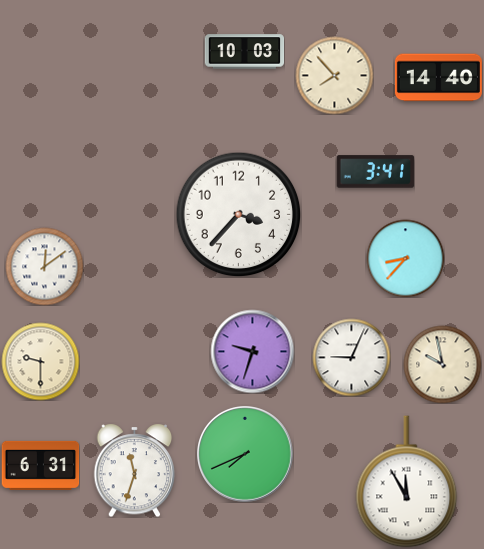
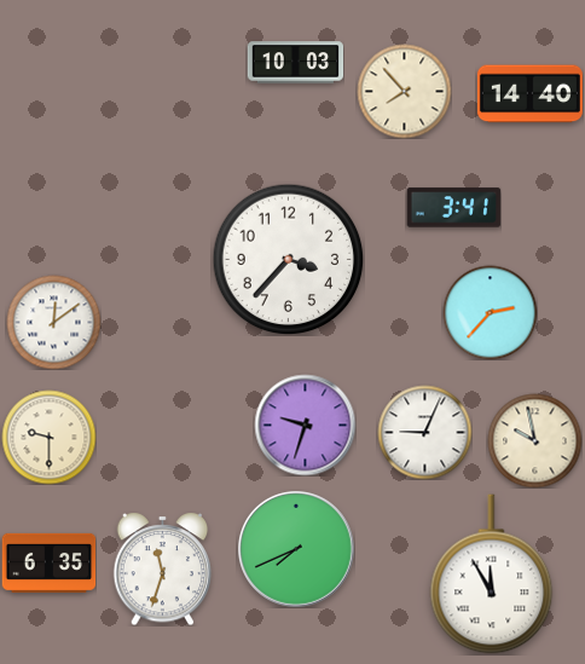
clock at (405, 258): 8:37 -> 2:37
clock at (40, 465): 6:31 -> 6:35
clock at (407, 482) position: (407, 482) -> (492, 574)
